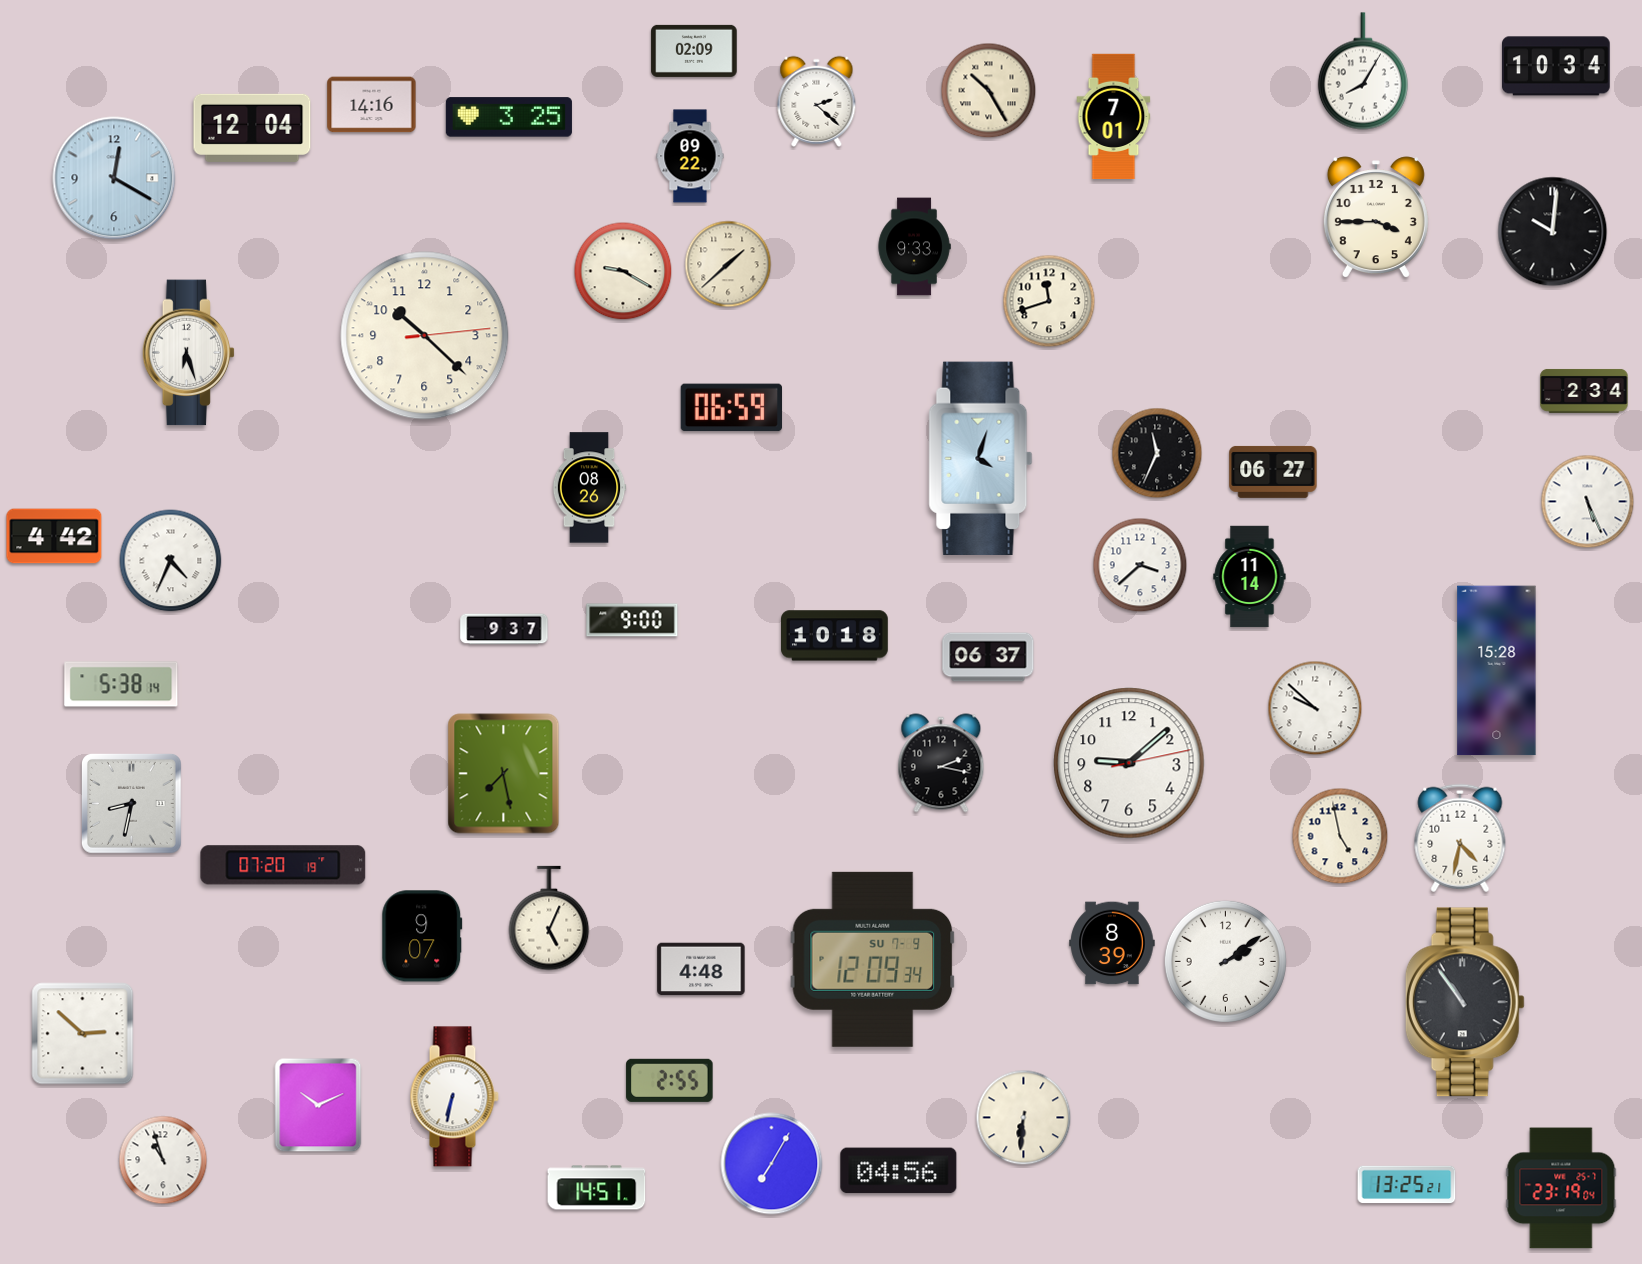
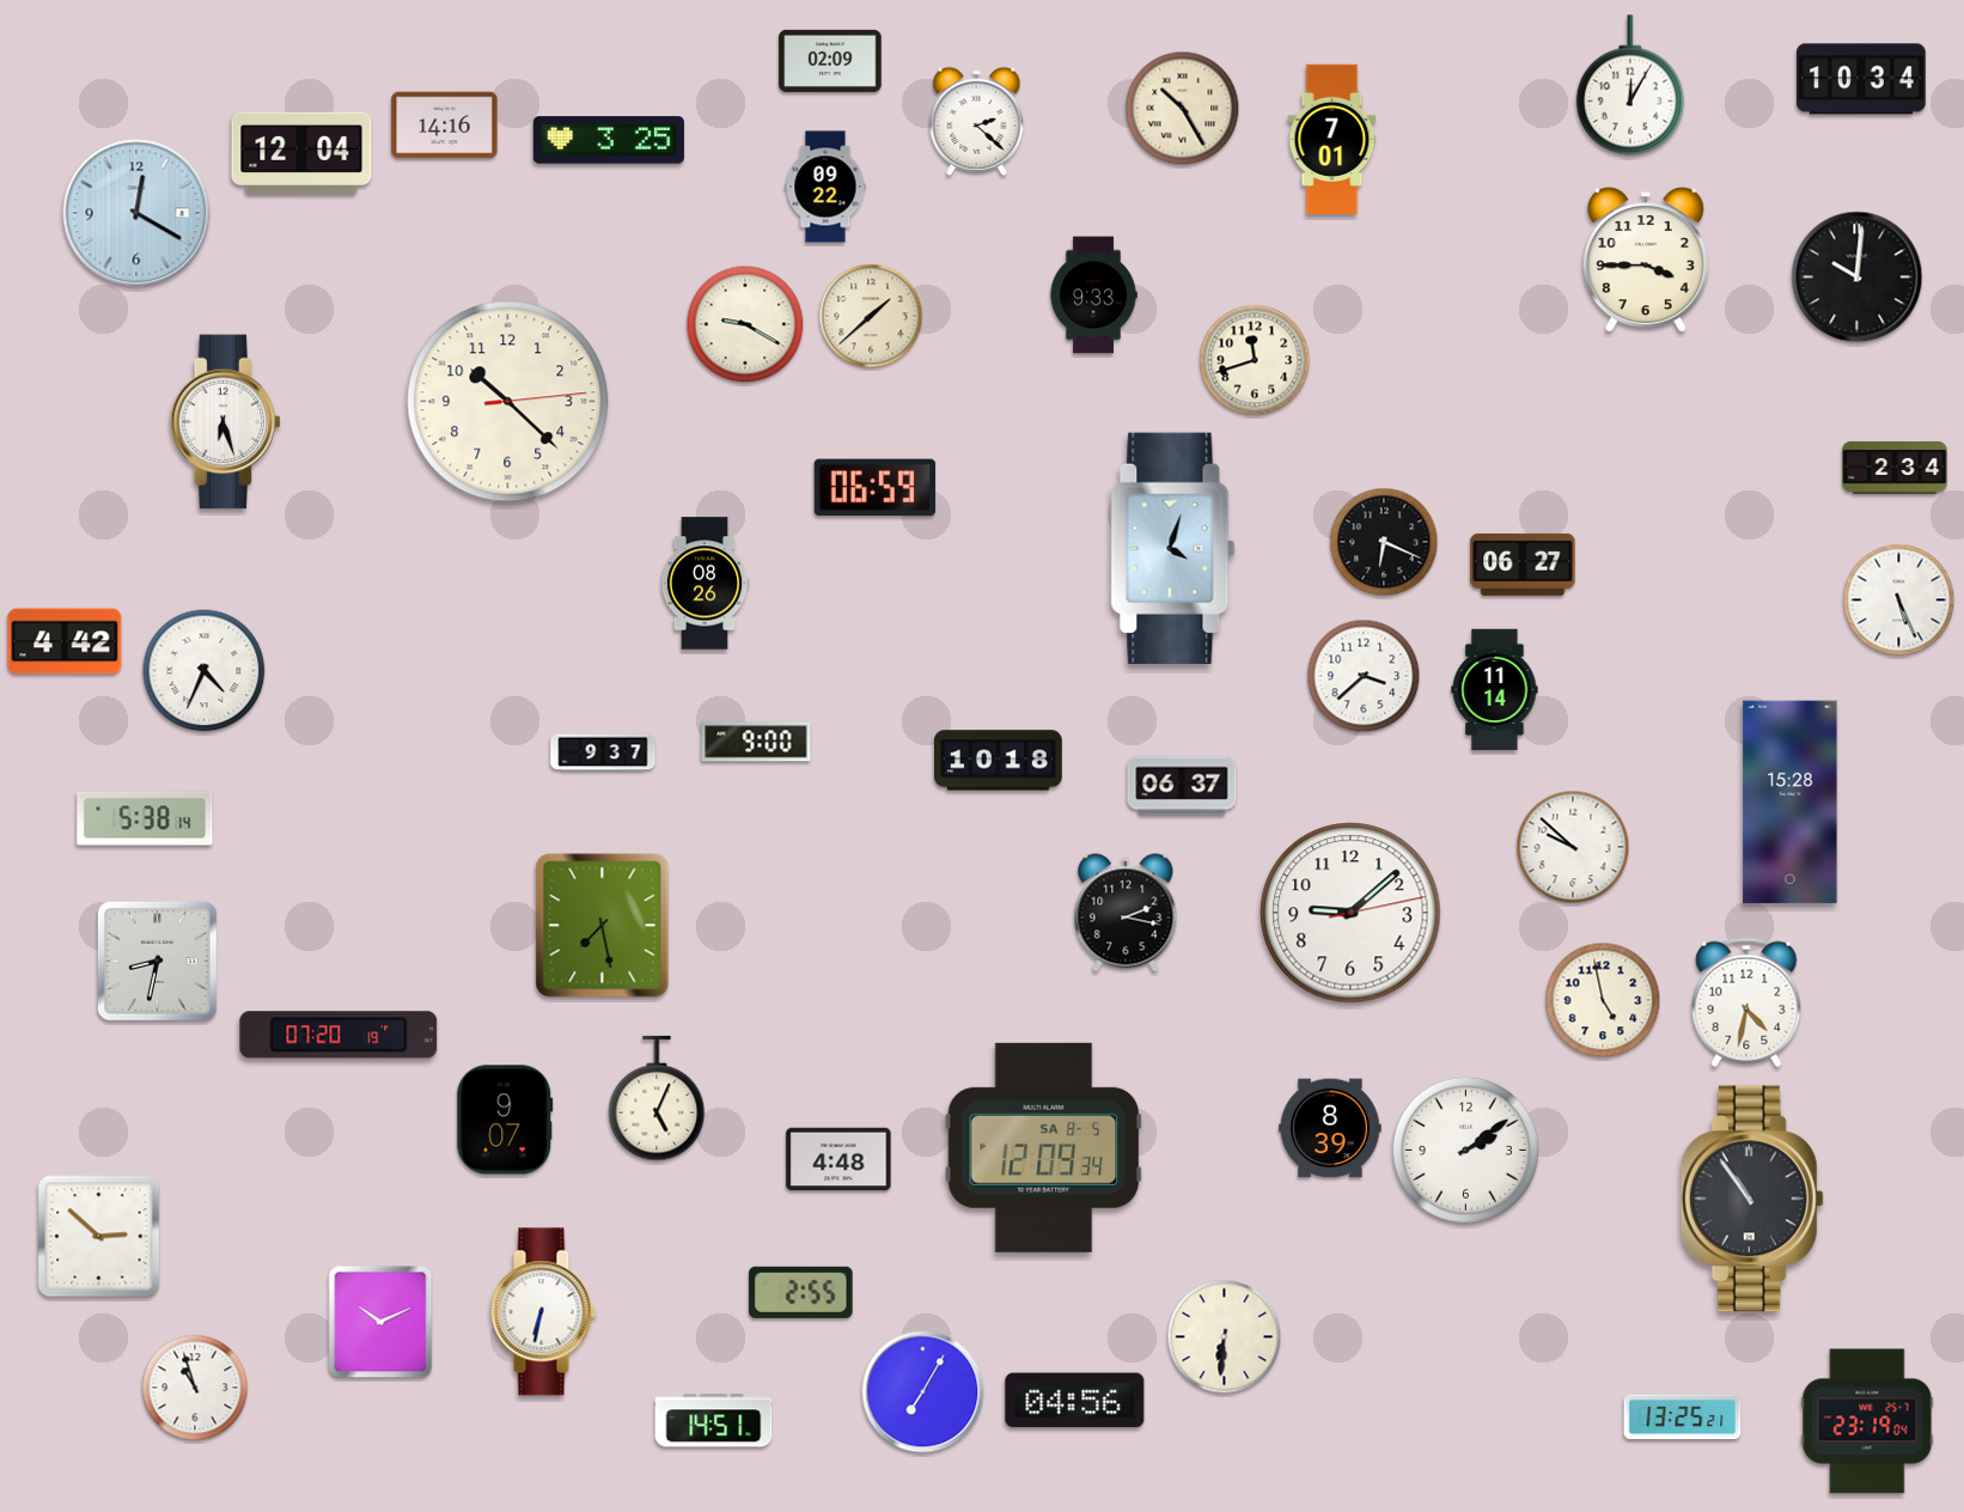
clock at (1363, 71): 8:05 -> 12:05
clock at (1157, 453): 11:34 -> 6:19
clock at (873, 959) date: SU 7-9 -> SA 8-5
